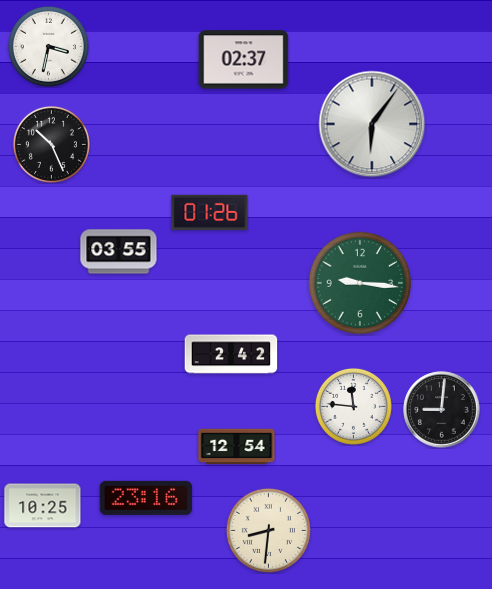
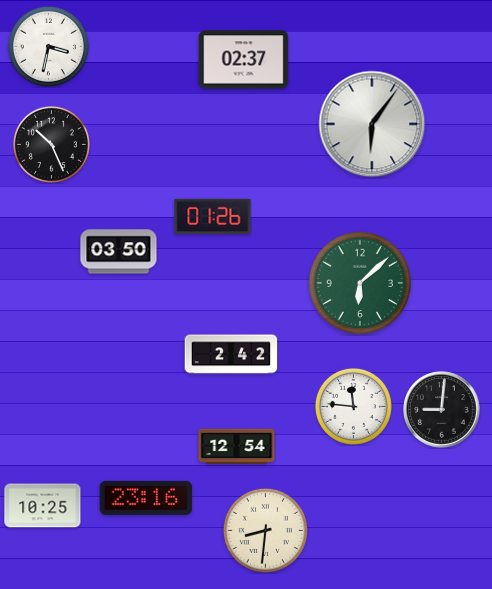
clock at (210, 213) position: (210, 213) -> (213, 217)
clock at (119, 252): 03:55 -> 03:50
clock at (359, 282): 9:16 -> 6:08
clock at (268, 530) position: (268, 530) -> (265, 530)
